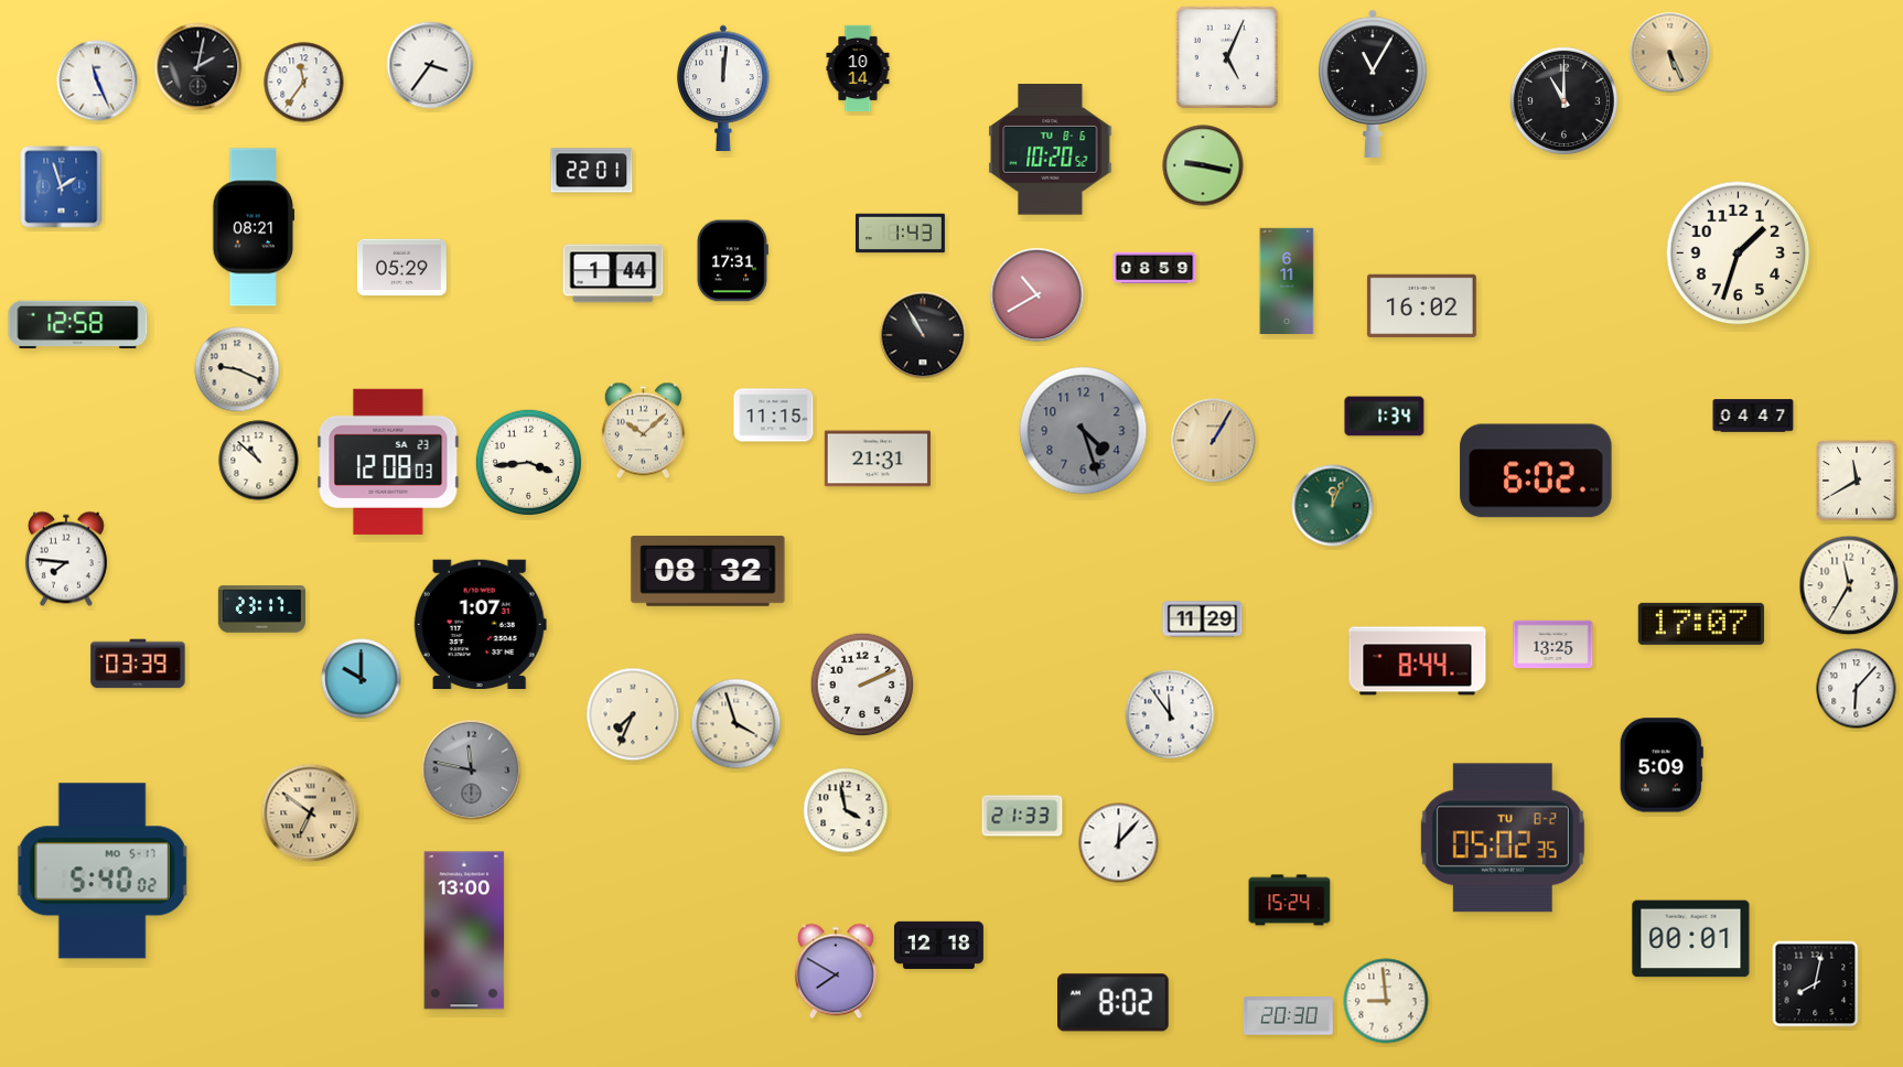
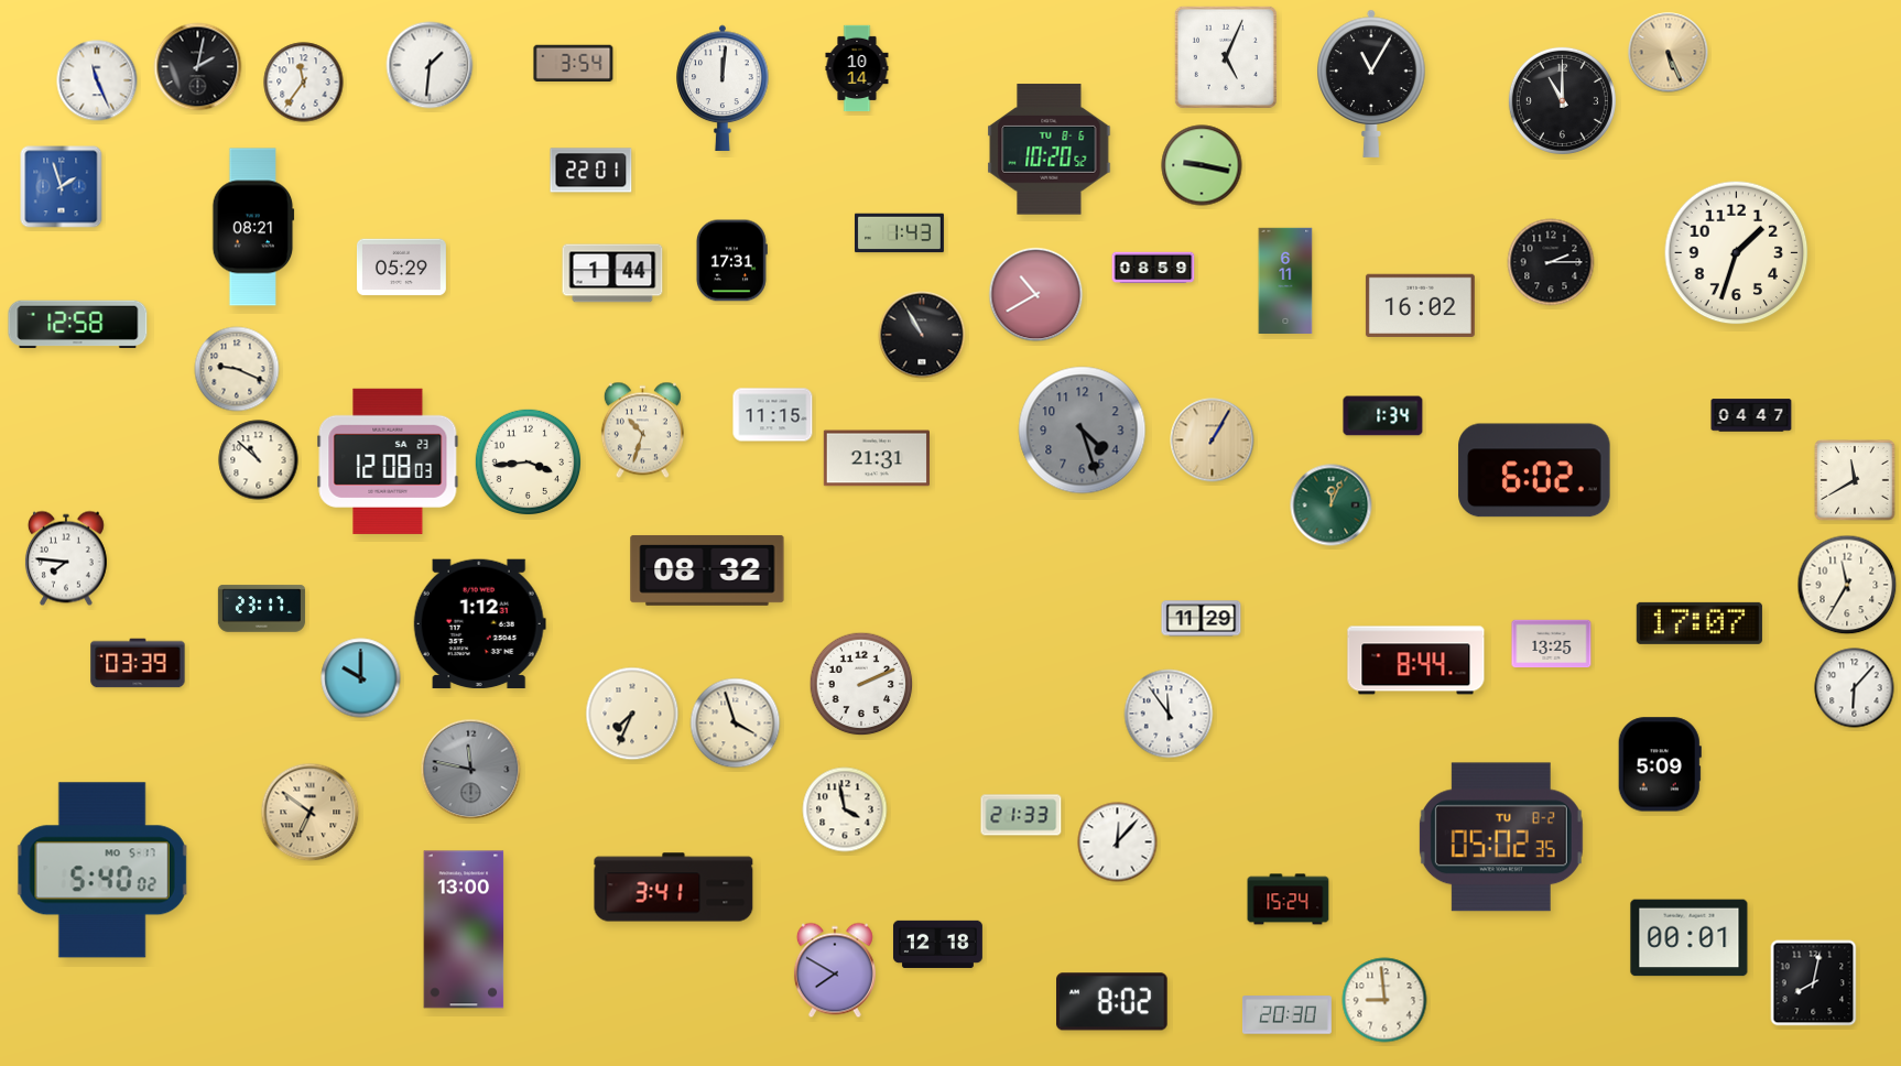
clock at (574, 64): none -> 3:54
clock at (430, 65): 3:36 -> 1:31
clock at (1551, 262): none -> 2:15
clock at (643, 431): 10:08 -> 10:33
clock at (480, 625): 1:07 -> 1:12
clock at (674, 888): none -> 3:41
